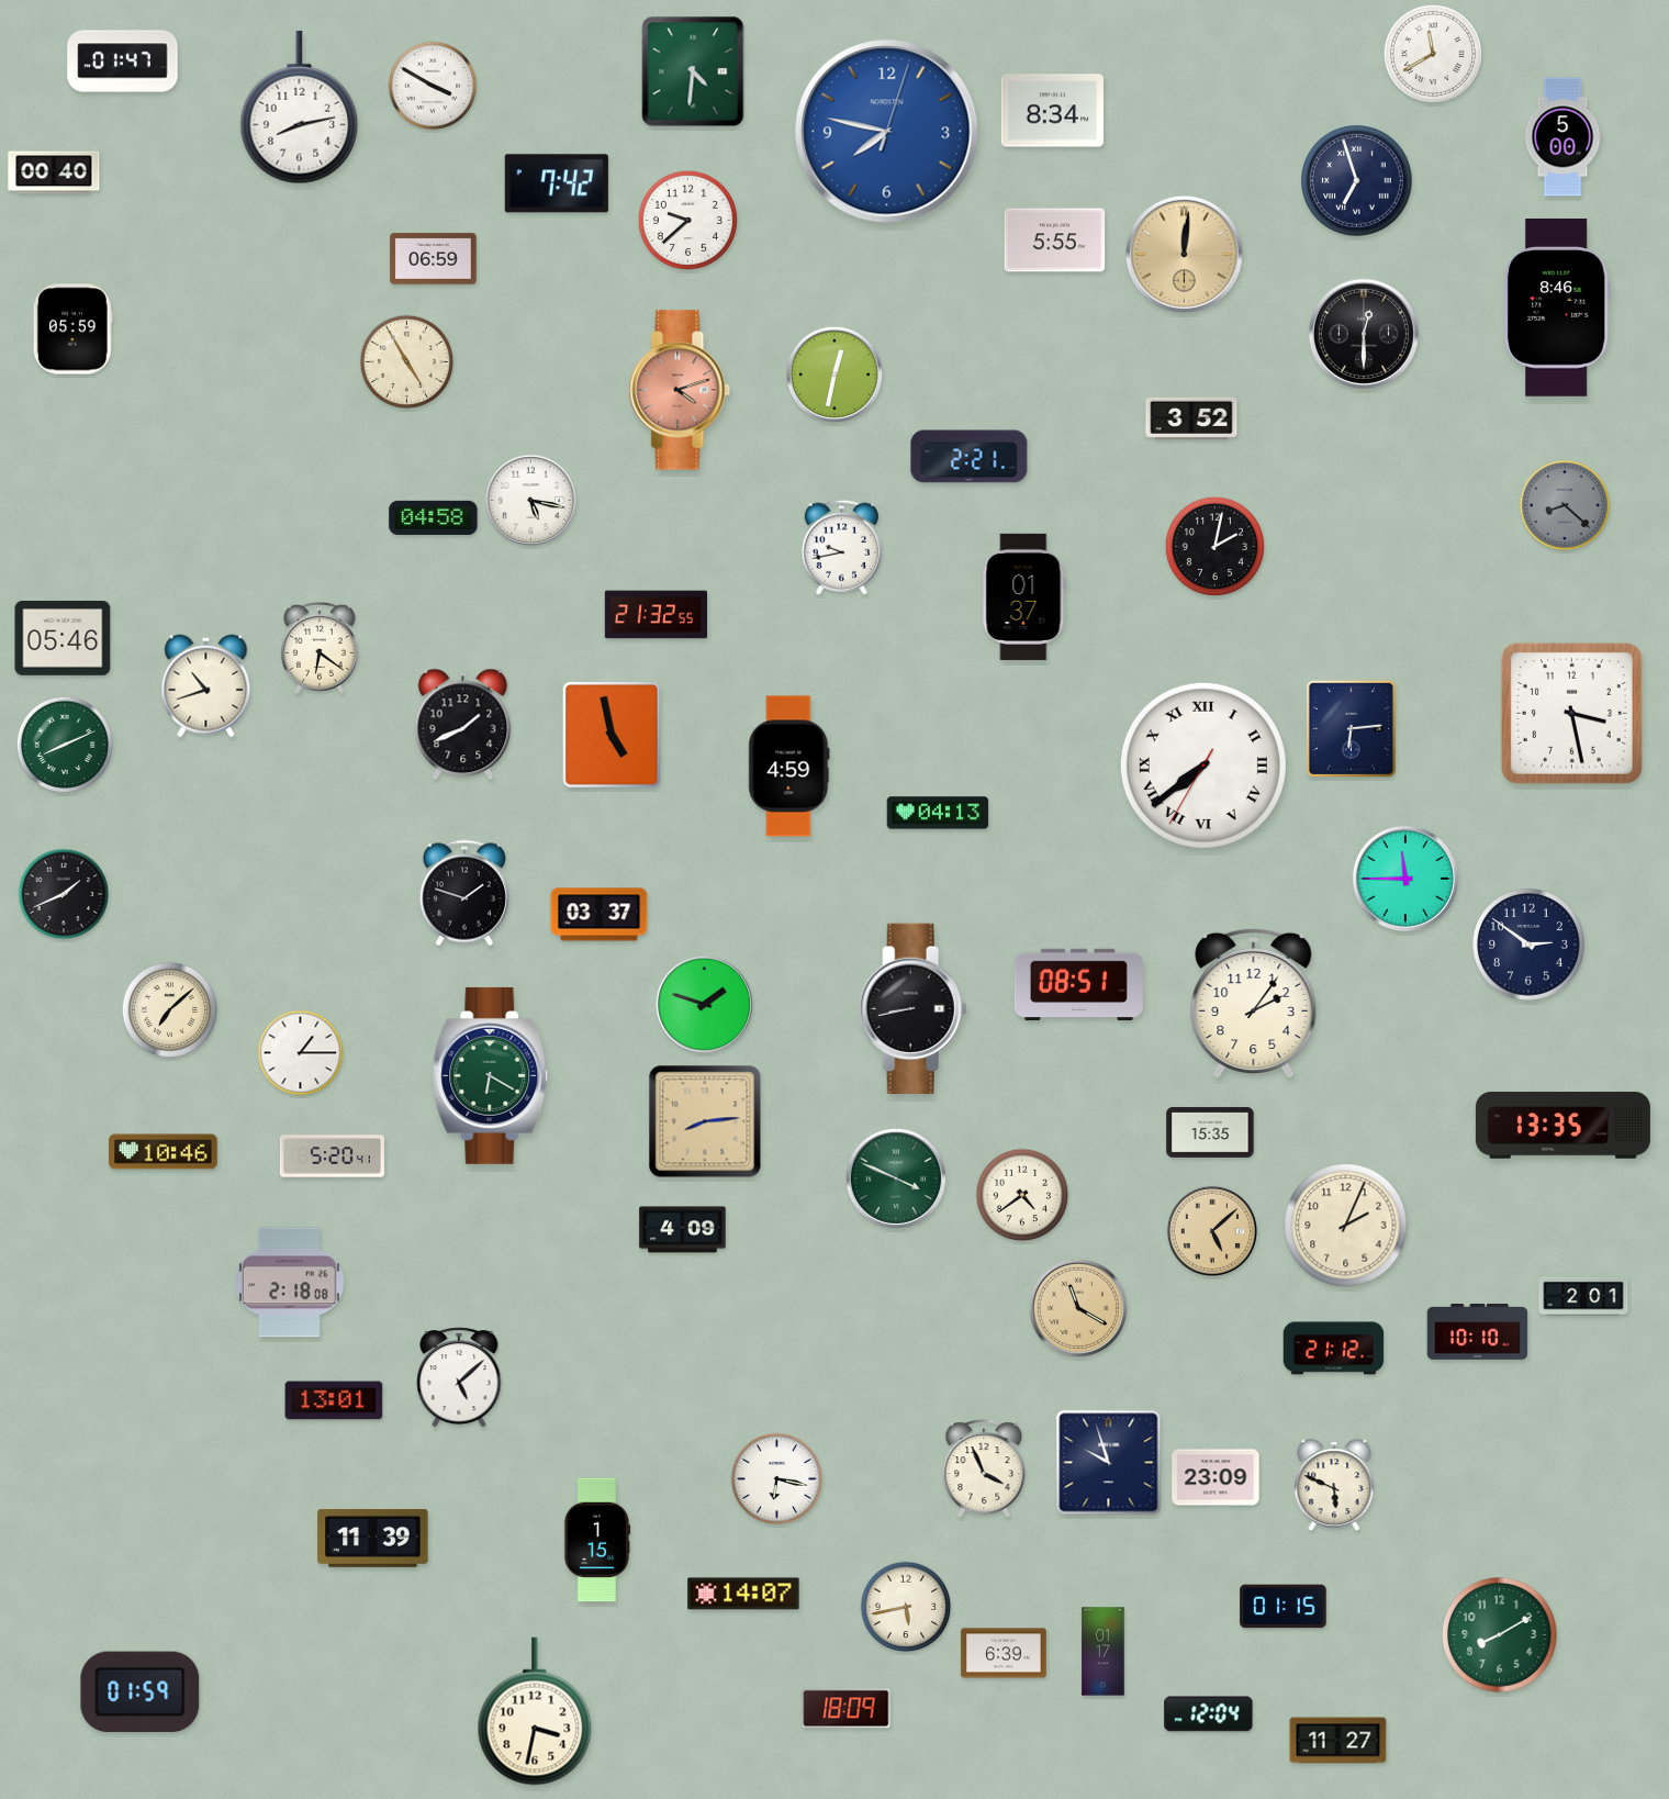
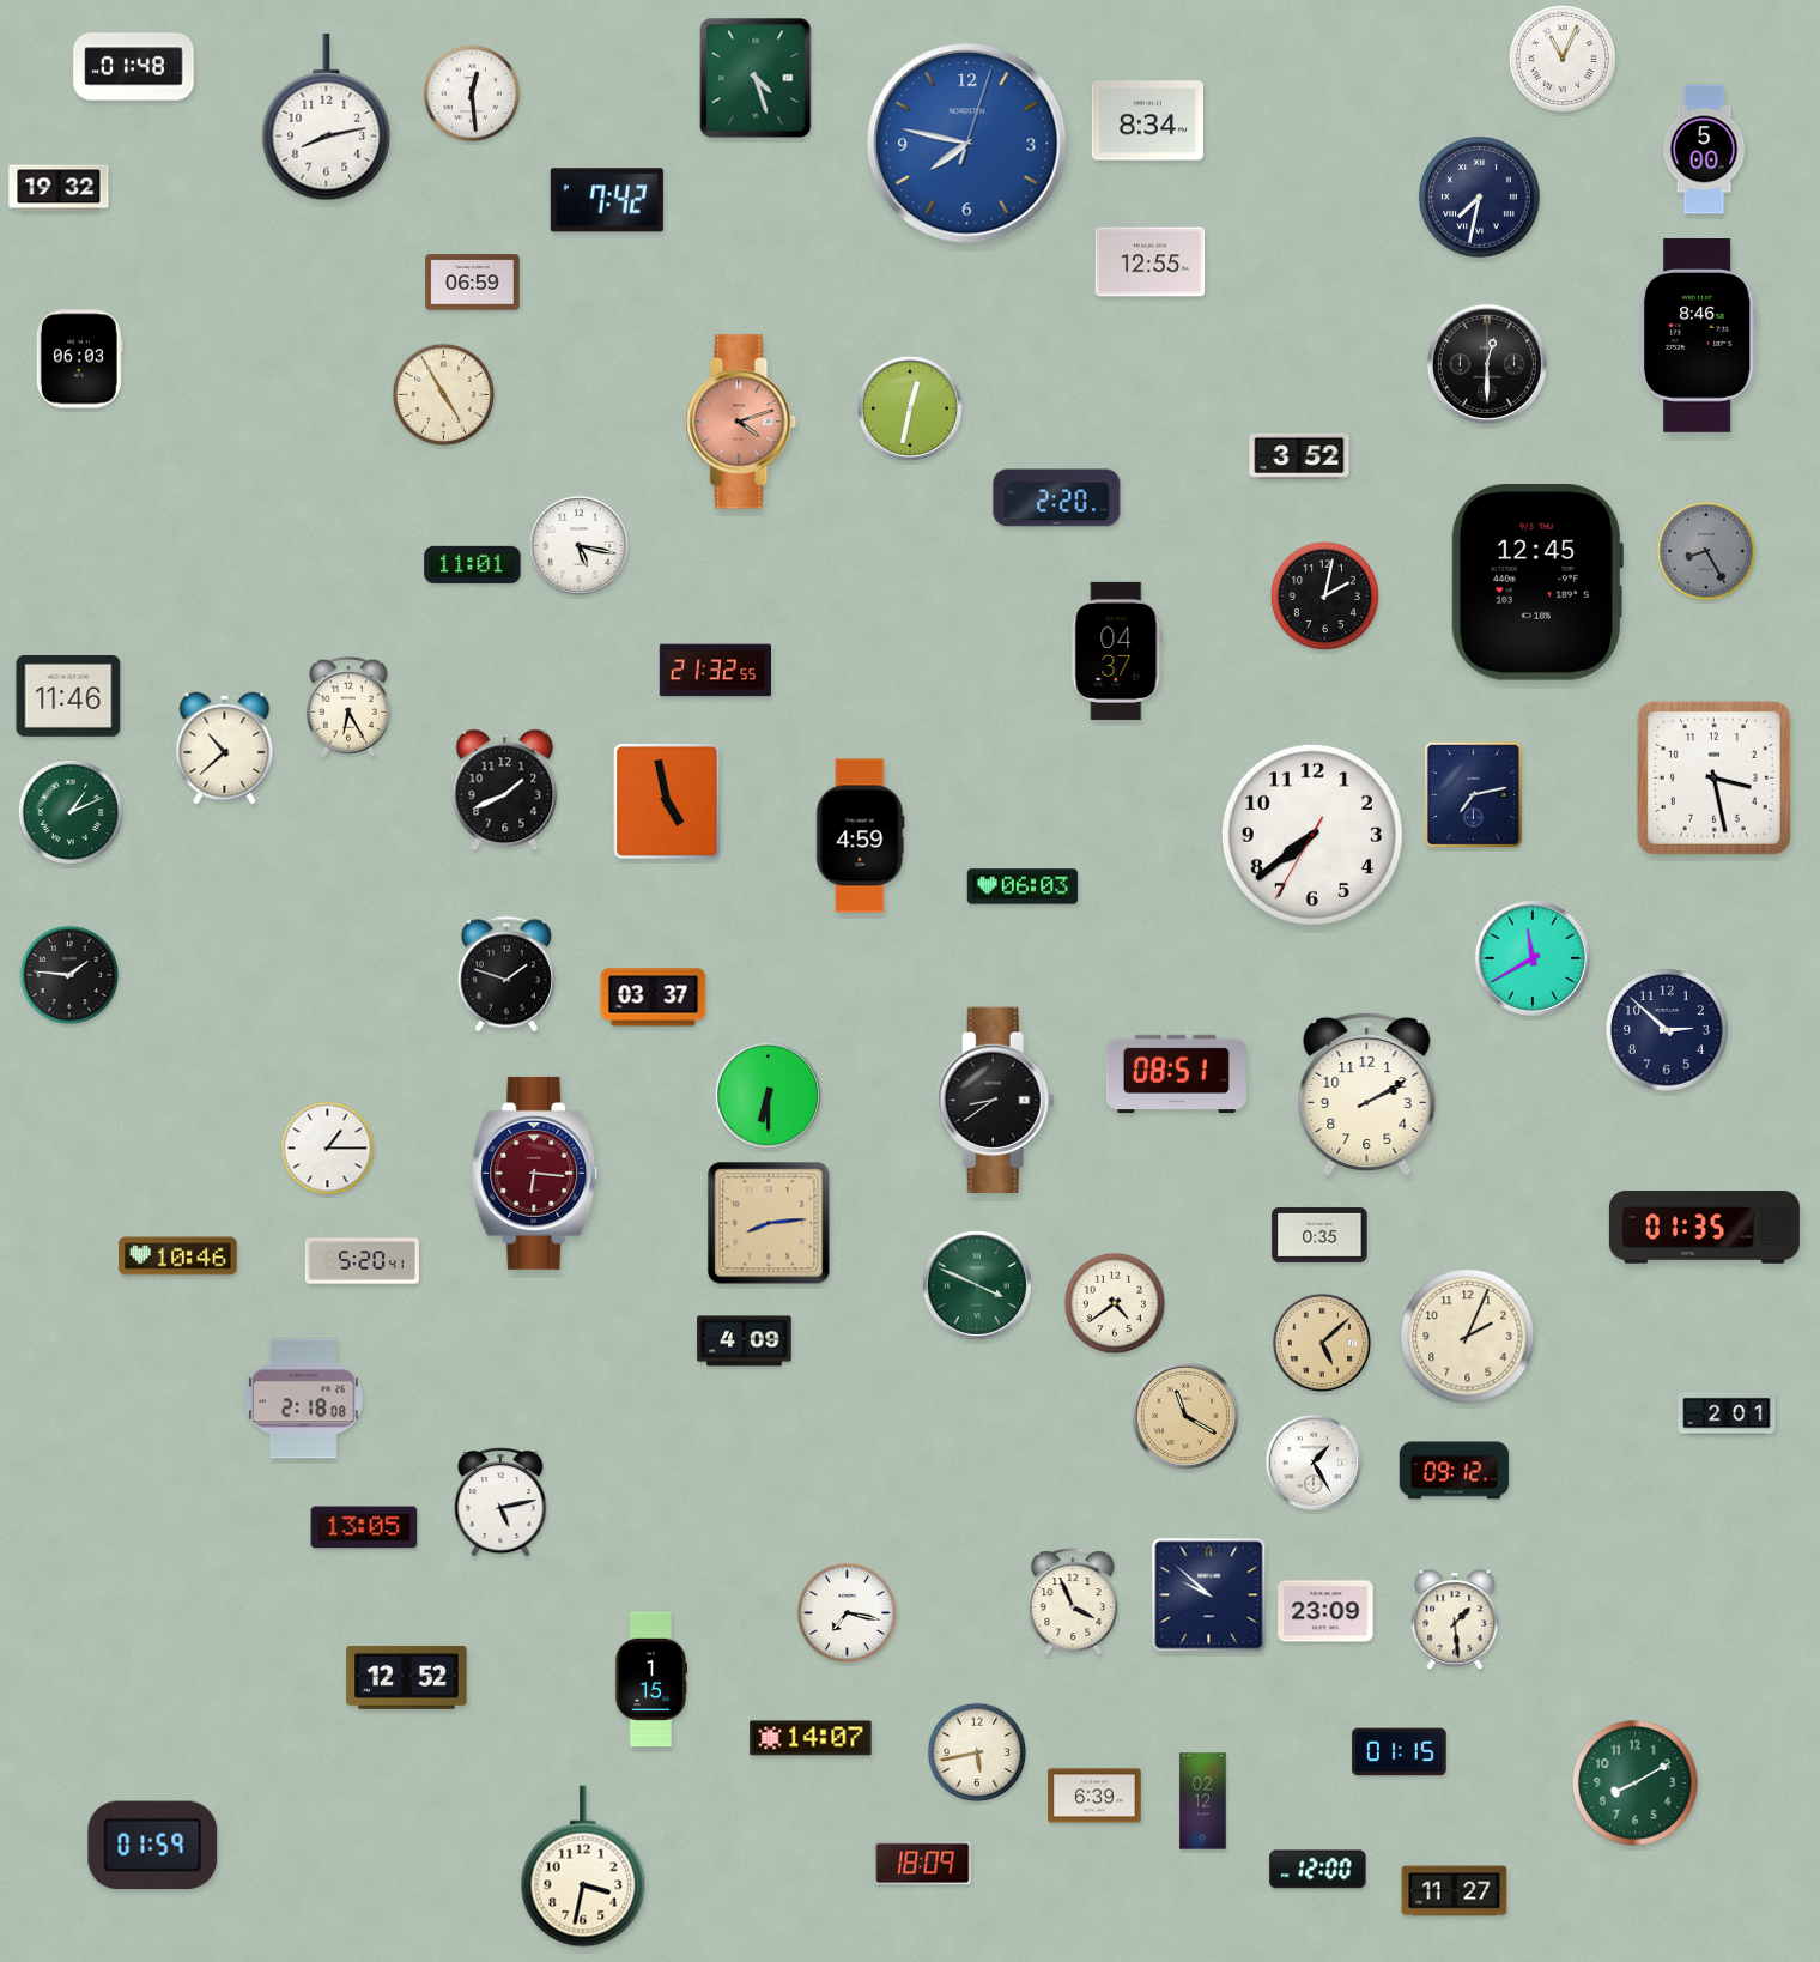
clock at (1433, 54): 11:40 -> 11:04
clock at (123, 62): 01:47 -> 01:48
clock at (693, 71): 4:31 -> 4:27
clock at (433, 86): 3:50 -> 12:29
clock at (54, 172): 00:40 -> 19:32
clock at (1357, 181): 6:57 -> 7:32
clock at (687, 220): 9:38 -> none
clock at (1055, 241): 5:55 -> 12:55
clock at (1184, 254): 12:01 -> none
clock at (72, 329): 05:59 -> 06:03
clock at (680, 390) position: (680, 390) -> (741, 422)
clock at (970, 457): 2:21 -> 2:20
clock at (1565, 505): 8:22 -> 8:25
clock at (434, 517): 04:58 -> 11:01
clock at (1537, 582): none -> 12:45
clock at (842, 547): 9:43 -> none
clock at (1024, 596): 01:37 -> 04:37
clock at (63, 638): 05:46 -> 11:46
clock at (320, 648): 6:21 -> 6:25
clock at (206, 686): 10:42 -> 10:38
clock at (1351, 728): 6:14 -> 7:13
clock at (64, 744): 8:11 -> 1:11
clock at (1203, 766) numerals: Roman -> Arabic
clock at (938, 813): 04:13 -> 06:03
clock at (1405, 879): 11:45 -> 11:40
clock at (64, 894): 1:41 -> 1:46
clock at (1528, 945): 2:51 -> 2:52
clock at (1254, 1003): 2:06 -> 2:10
clock at (704, 1004): 1:48 -> 6:30
clock at (912, 1008): 8:43 -> 8:39
clock at (170, 1010): 7:08 -> none
clock at (491, 1075): 6:20 -> 6:16
clock at (491, 1075) dial: green -> burgundy
clock at (1562, 1126): 13:35 -> 01:35
clock at (1210, 1132): 15:35 -> 0:35
clock at (290, 1283) position: (290, 1283) -> (304, 1399)
clock at (1078, 1308) position: (1078, 1308) -> (1185, 1416)
clock at (1478, 1332): 10:10 -> none
clock at (1314, 1463): none -> 1:25
clock at (1334, 1349): 21:12 -> 09:12
clock at (459, 1377): 5:08 -> 5:13
clock at (334, 1400): 13:01 -> 13:05
clock at (1109, 1463): 9:57 -> 9:52
clock at (777, 1479): 6:17 -> 7:17
clock at (1334, 1486): 5:49 -> 1:29
clock at (373, 1538): 11:39 -> 12:52
clock at (906, 1607) position: (906, 1607) -> (977, 1752)
clock at (1104, 1652): 01:17 -> 02:12
clock at (1004, 1653) position: (1004, 1653) -> (1094, 1796)
clock at (1209, 1714): 12:04 -> 12:00
clock at (1338, 1741) position: (1338, 1741) -> (1455, 1891)
